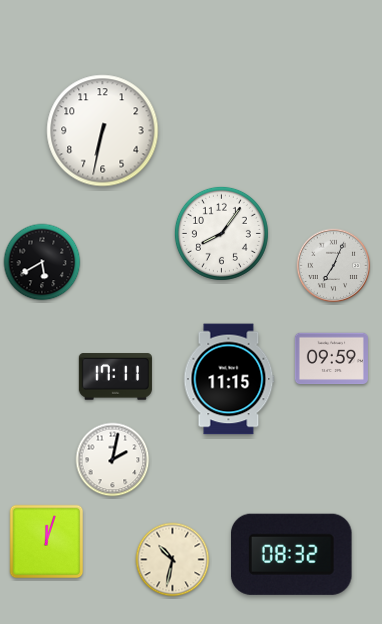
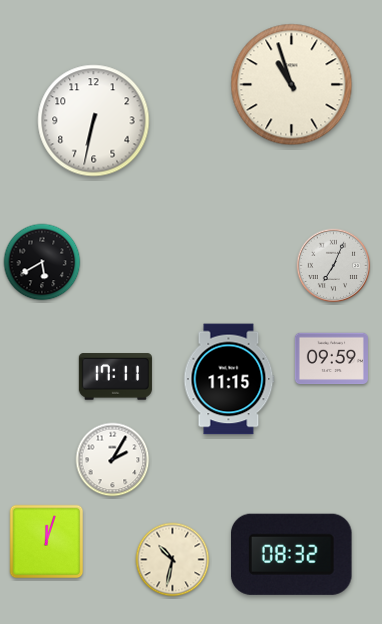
clock at (292, 85): none -> 10:57
clock at (103, 131) position: (103, 131) -> (94, 121)
clock at (221, 233): 8:06 -> none
clock at (113, 460): 2:02 -> 2:05
